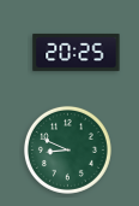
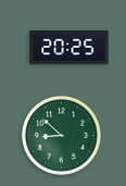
clock at (67, 149): 8:49 -> 8:52
